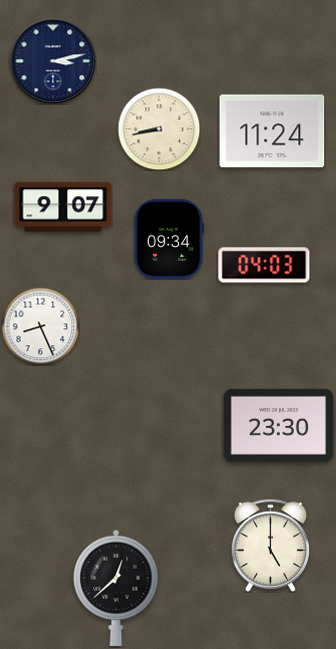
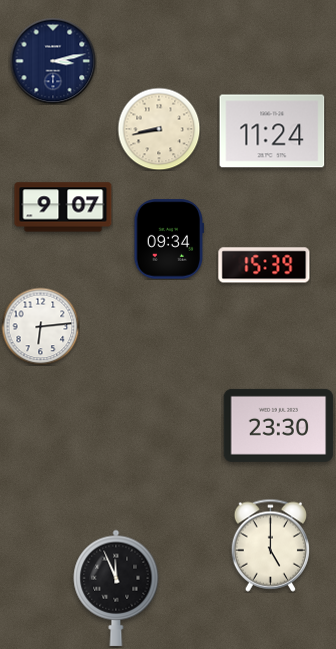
clock at (264, 265): 04:03 -> 15:39
clock at (40, 326): 8:26 -> 6:14
clock at (116, 588): 12:38 -> 11:56
